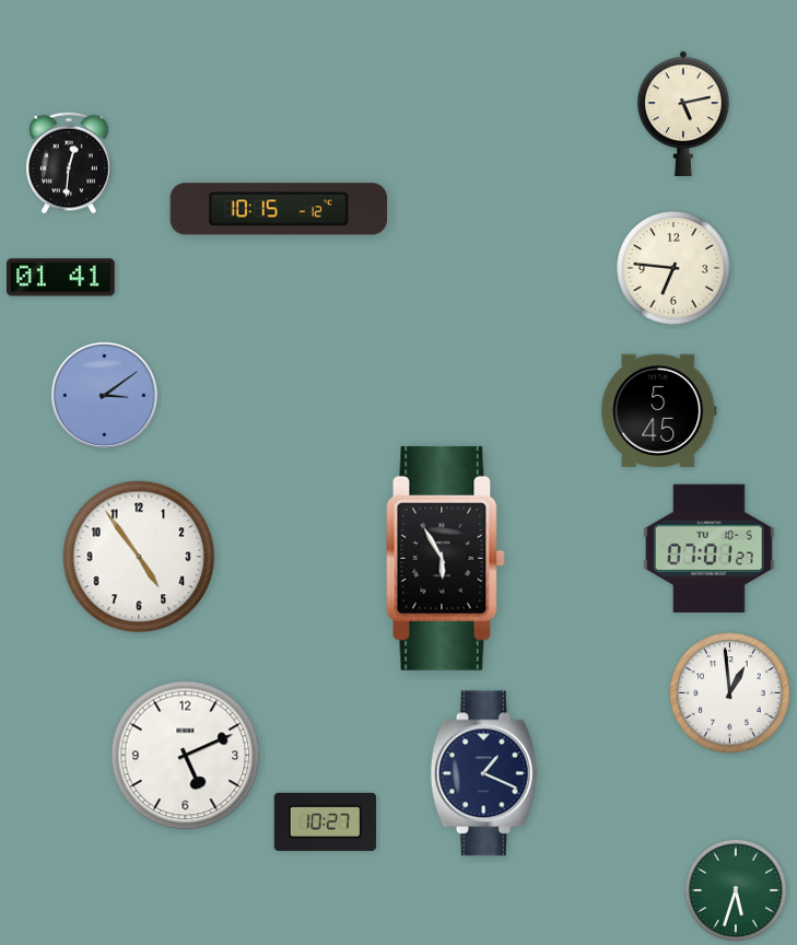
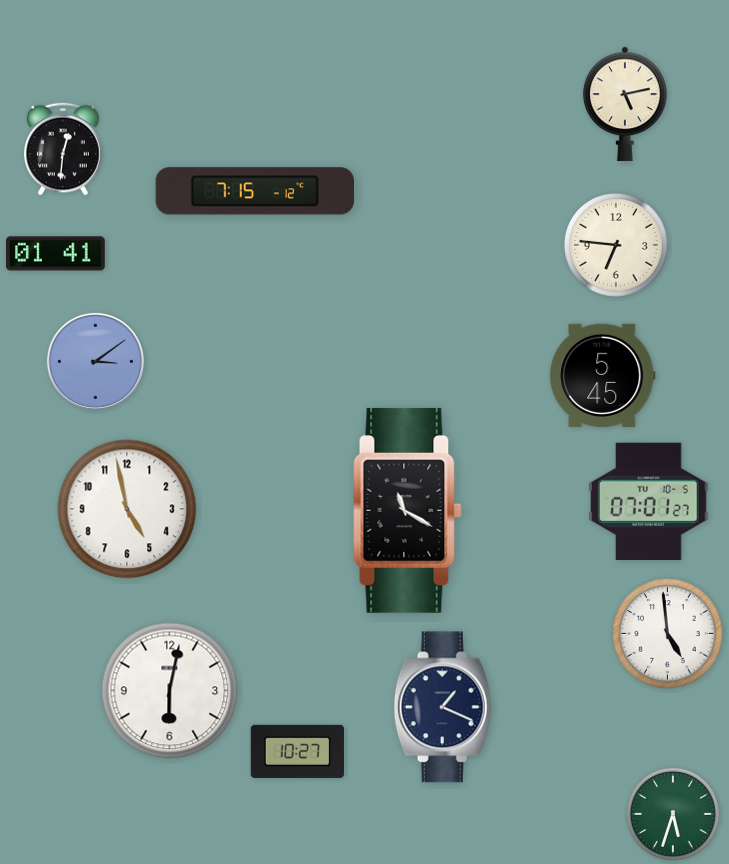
clock at (278, 209): 10:15 -> 7:15
clock at (139, 557): 4:54 -> 4:58
clock at (446, 558): 5:55 -> 11:20
clock at (730, 693): 12:59 -> 4:59
clock at (186, 756): 5:11 -> 6:02
